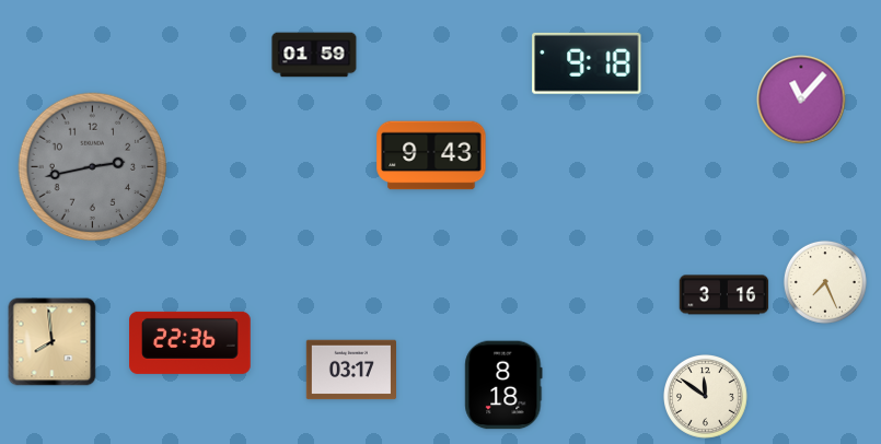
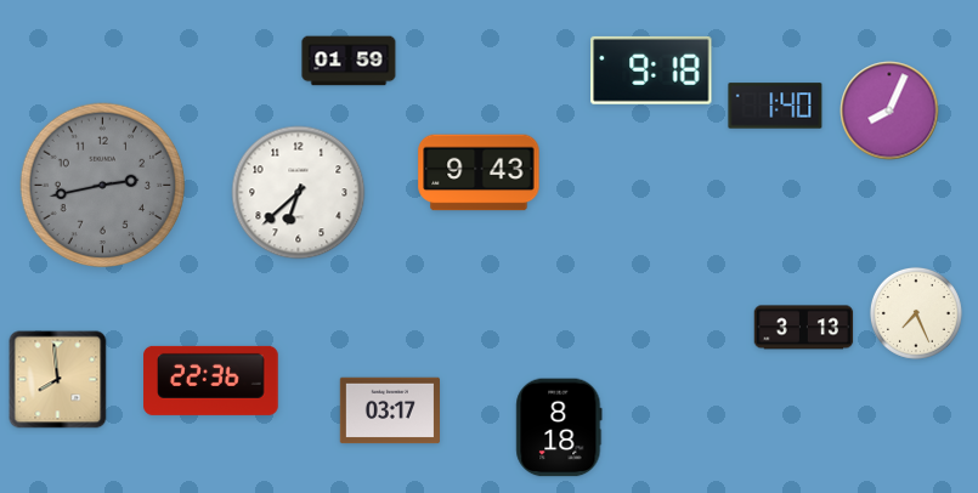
clock at (775, 106): none -> 1:40
clock at (801, 100): 11:07 -> 8:04
clock at (299, 193): none -> 6:38
clock at (724, 295): 3:16 -> 3:13
clock at (706, 397): 11:51 -> none
